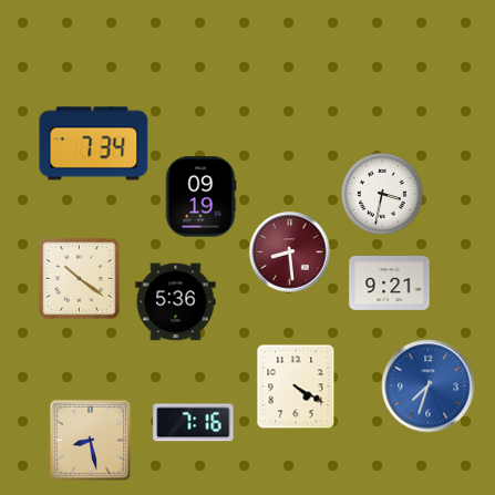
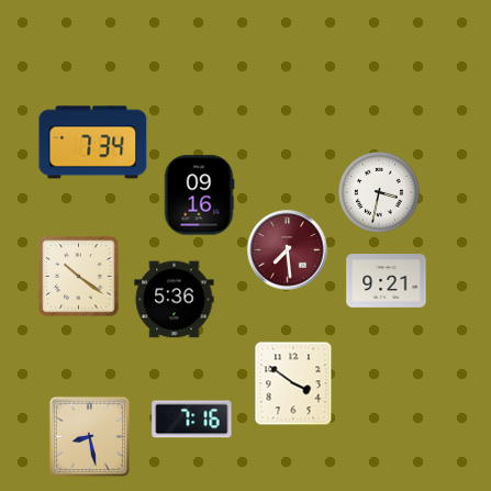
clock at (200, 197): 09:19 -> 09:16
clock at (290, 252): 8:29 -> 7:29
clock at (296, 386): 4:20 -> 3:51
clock at (429, 386): 7:33 -> none
